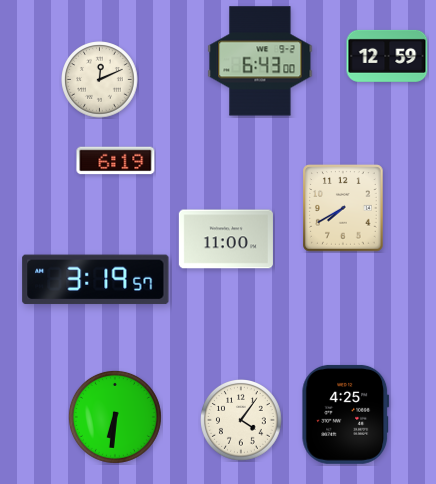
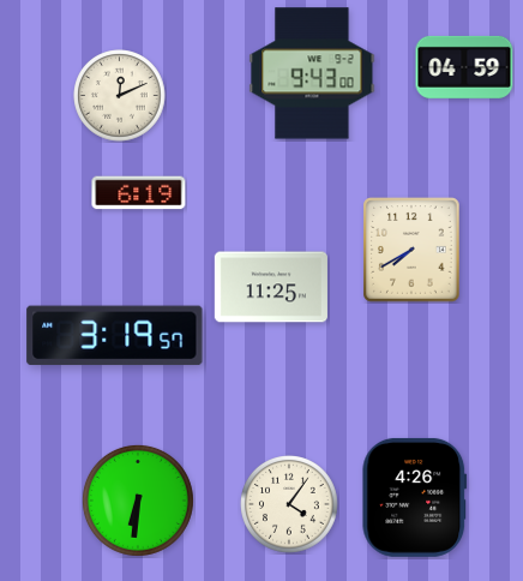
clock at (387, 56): 12:59 -> 04:59
clock at (260, 61): 6:43 -> 9:43
clock at (226, 239): 11:00 -> 11:25
clock at (346, 414): 4:25 -> 4:26
